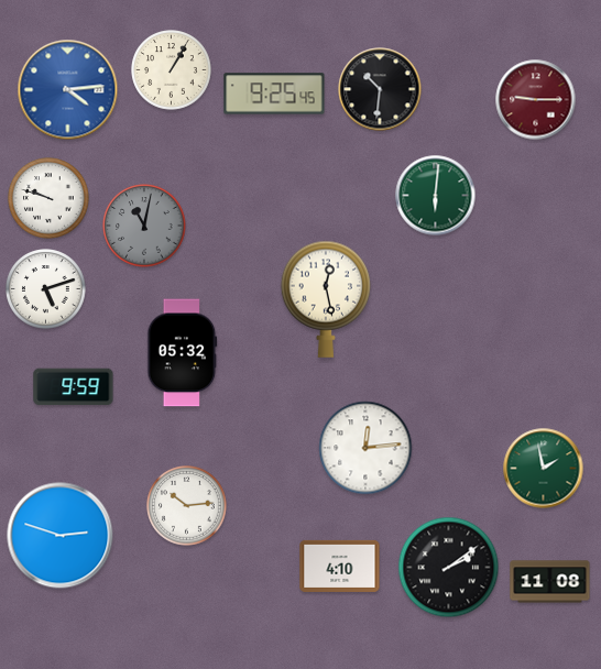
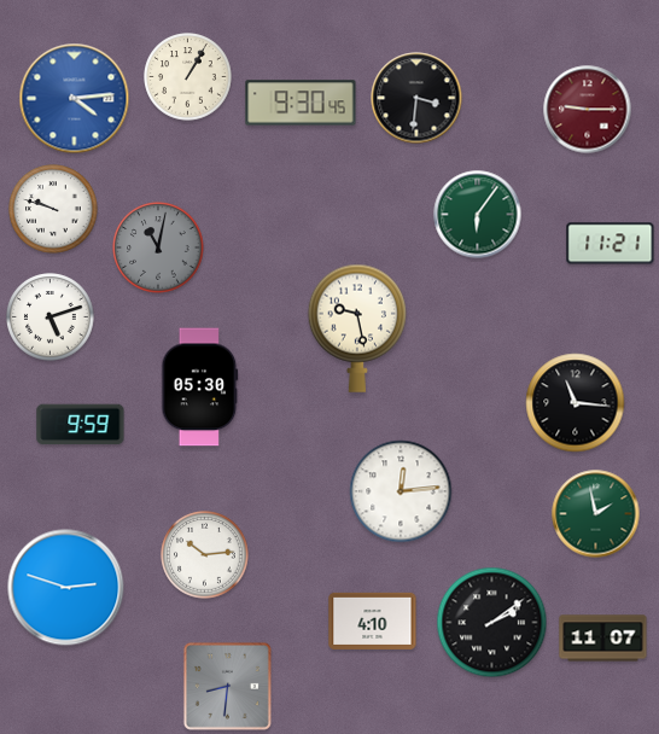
clock at (380, 89): 10:31 -> 3:31
clock at (274, 94): 9:25 -> 9:30
clock at (436, 196): 6:01 -> 6:06
clock at (48, 198) position: (48, 198) -> (53, 209)
clock at (611, 244): none -> 11:21
clock at (325, 299): 12:28 -> 9:28
clock at (183, 353): 05:32 -> 05:30
clock at (576, 403): none -> 11:16
clock at (550, 582): 11:08 -> 11:07
clock at (227, 686): none -> 8:31
